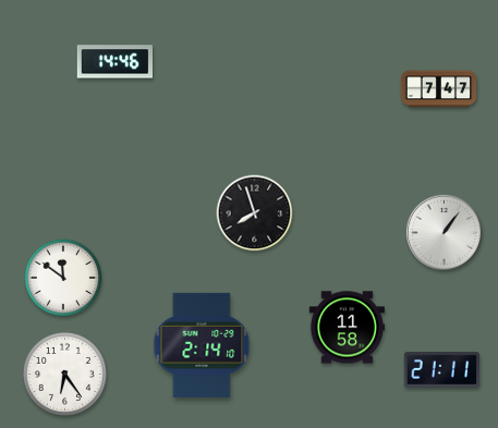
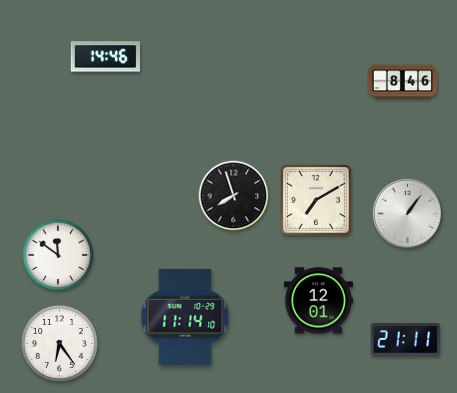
clock at (439, 89): 7:47 -> 8:46
clock at (316, 200): none -> 7:10
clock at (348, 328): 11:58 -> 12:01
clock at (202, 345): 2:14 -> 11:14
